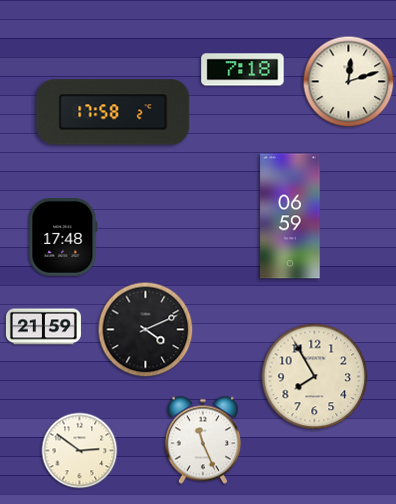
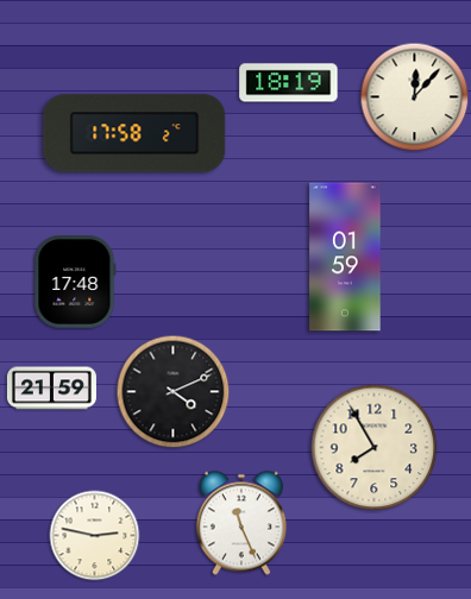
clock at (243, 70): 7:18 -> 18:19
clock at (349, 82): 12:12 -> 12:07
clock at (290, 216): 06:59 -> 01:59
clock at (80, 451): 2:51 -> 2:47
